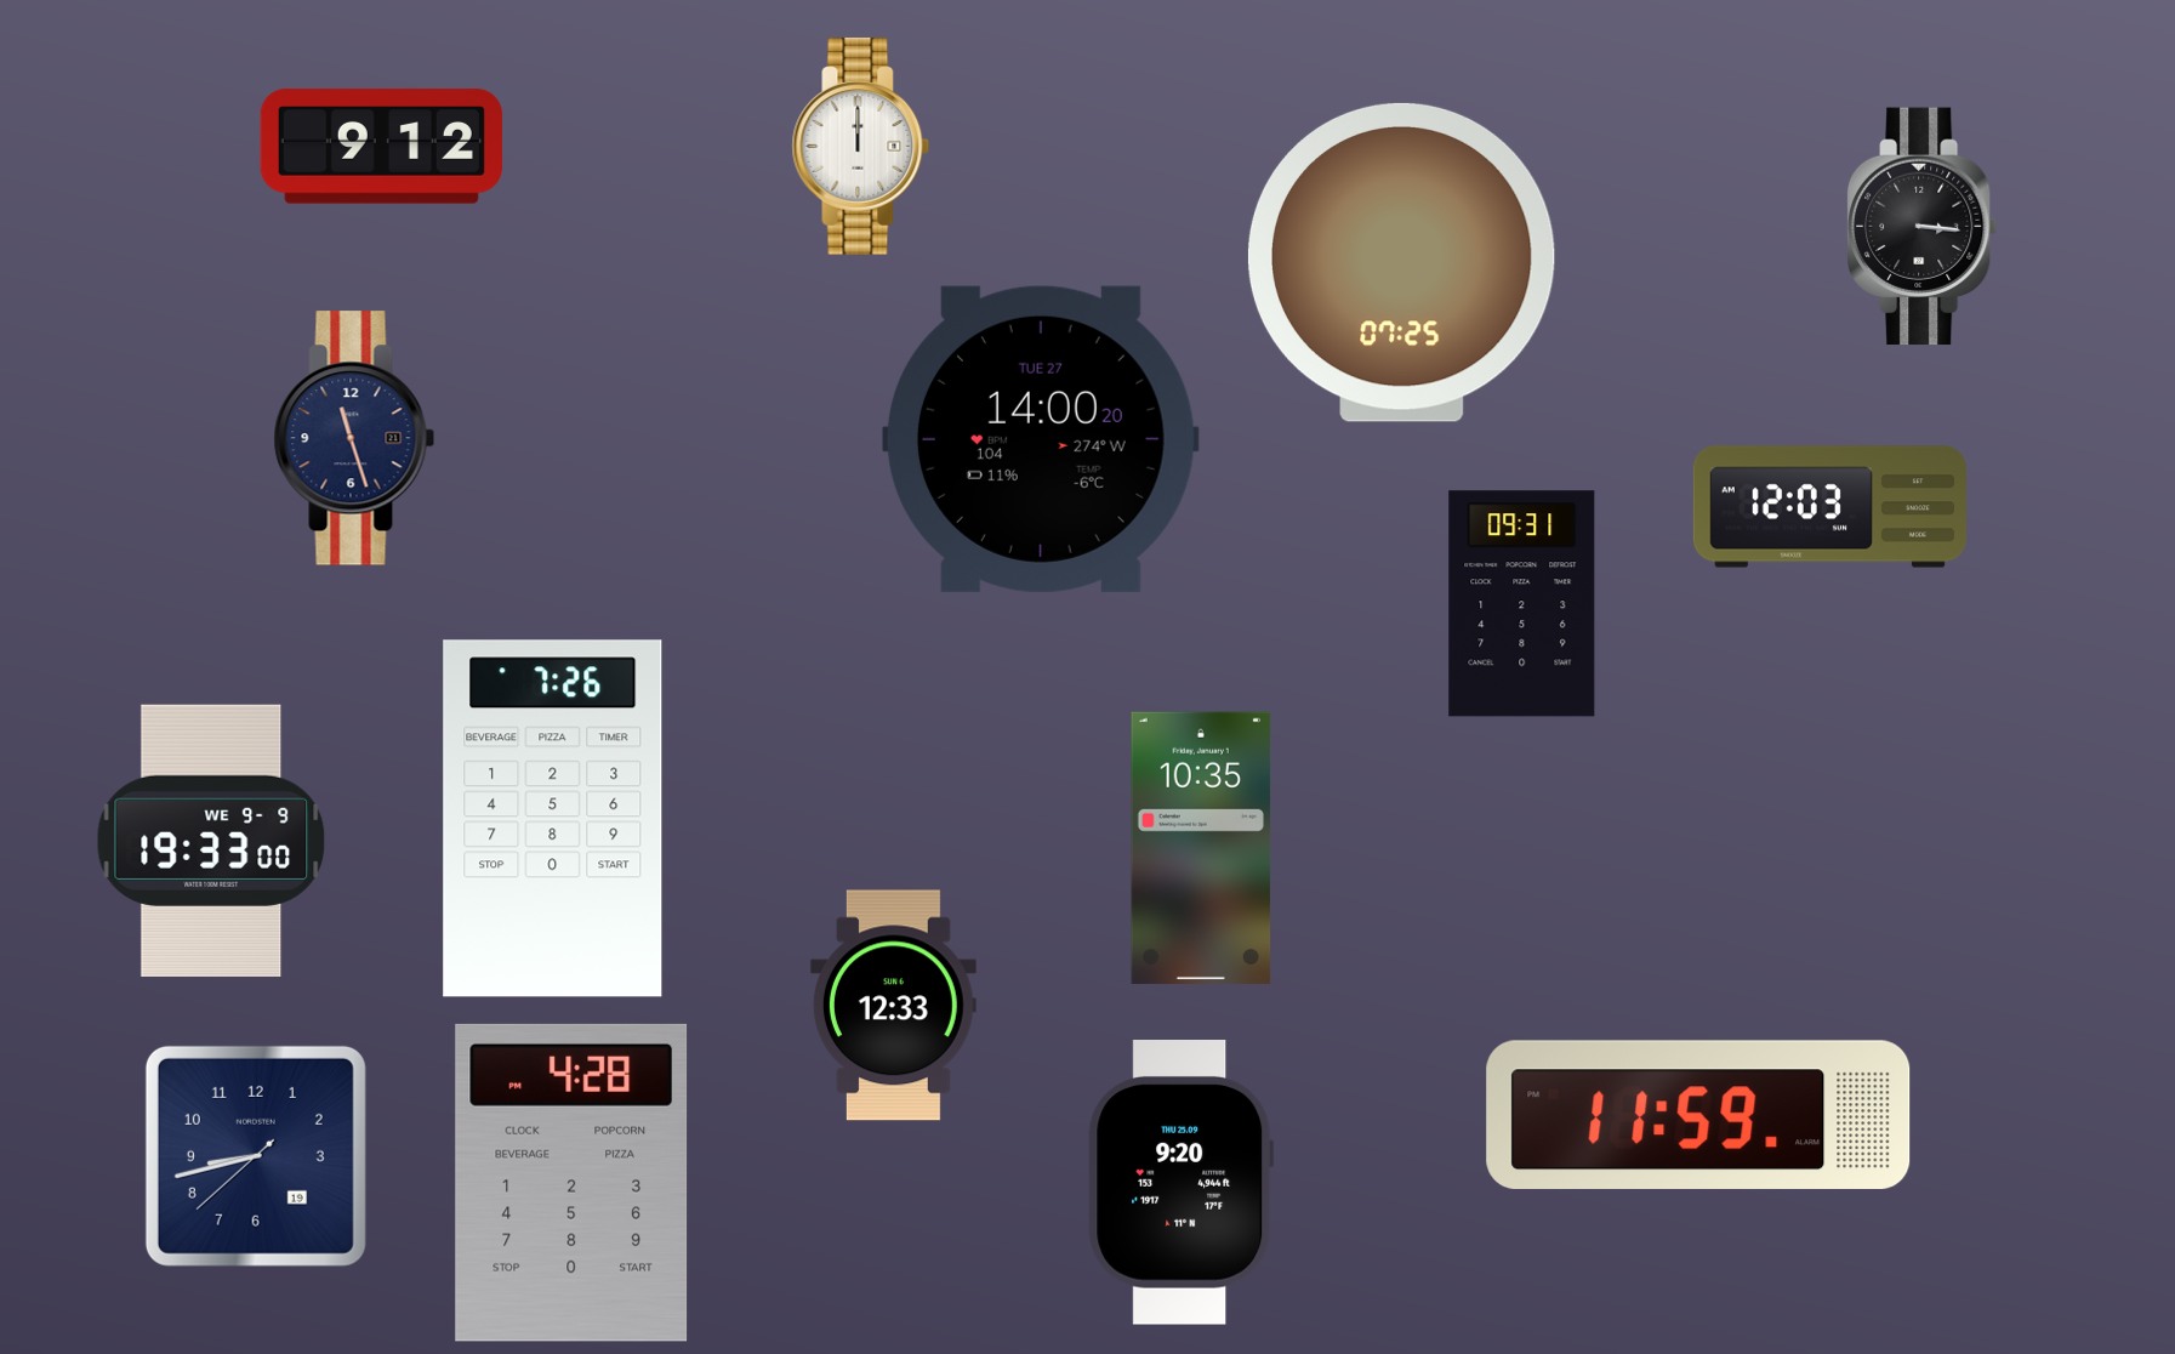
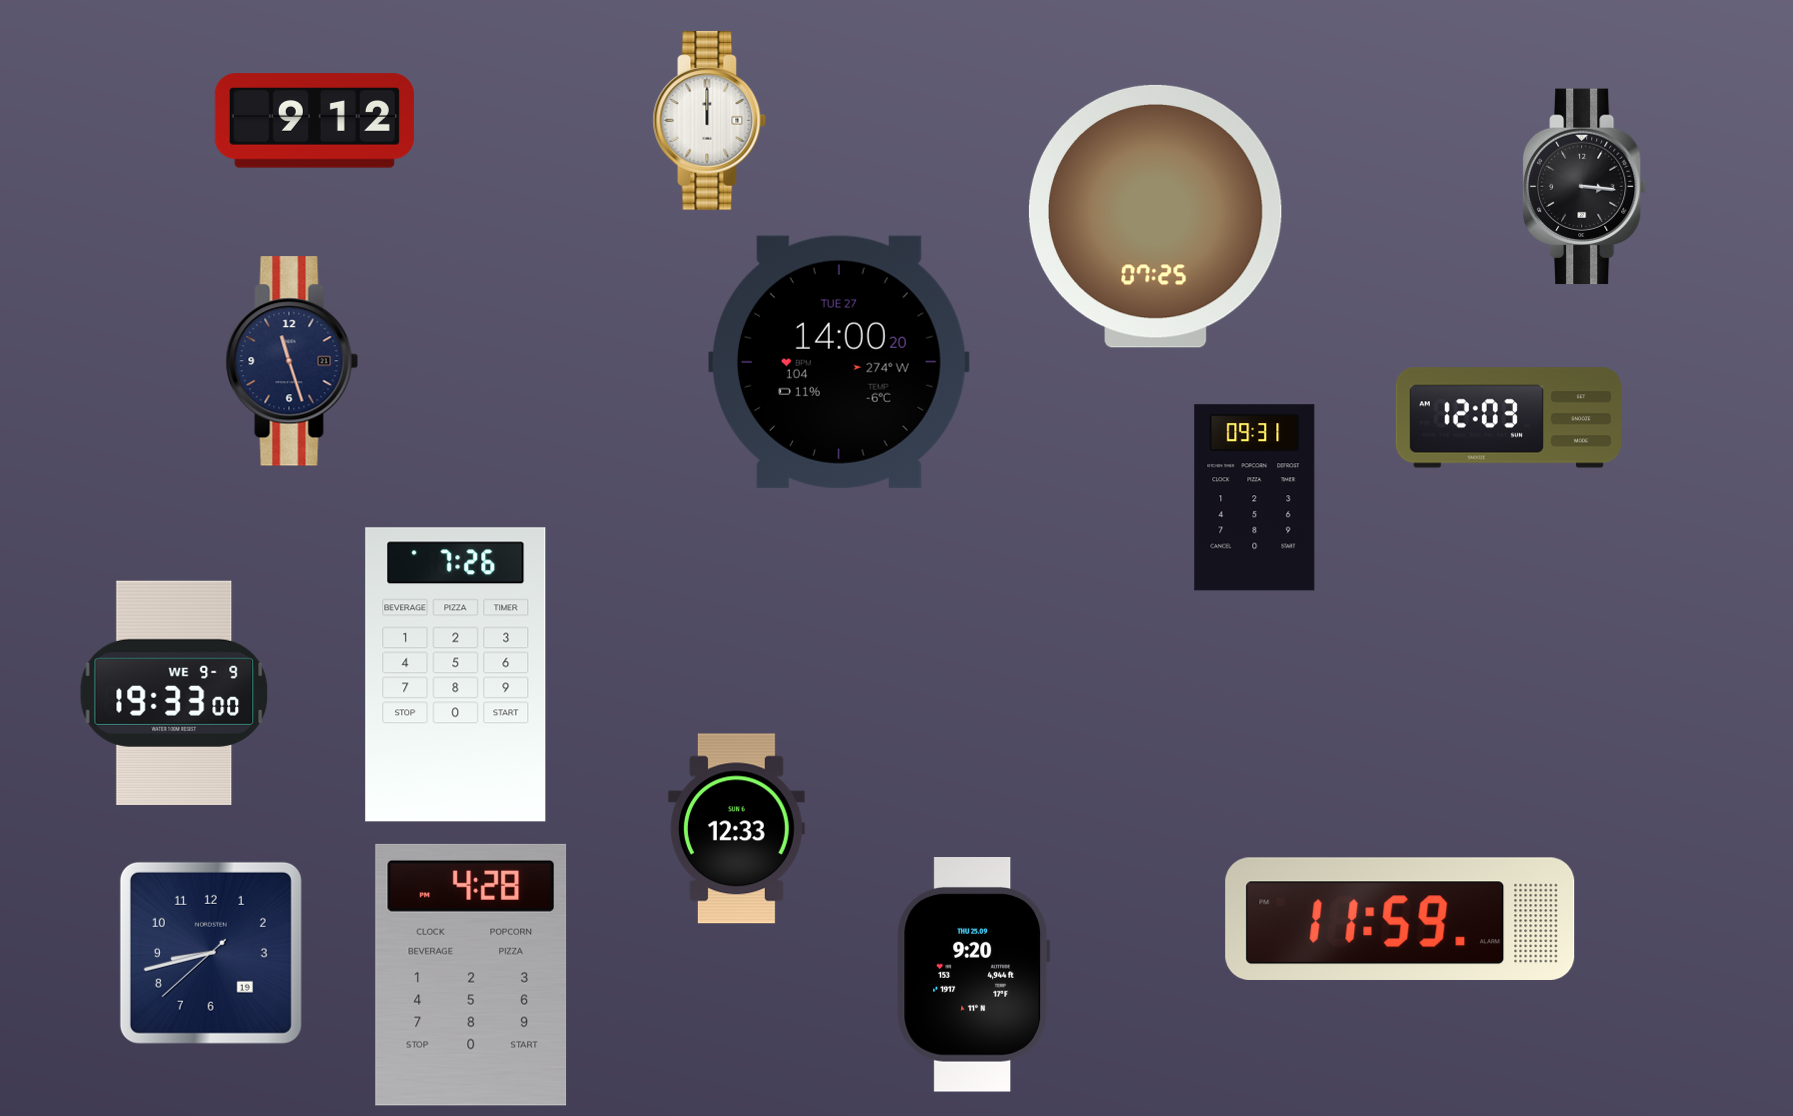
clock at (1041, 439) position: (1041, 439) -> (839, 362)
clock at (1201, 848): 10:35 -> none
